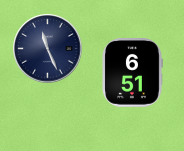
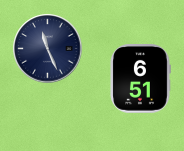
clock at (132, 73) position: (132, 73) -> (140, 79)
